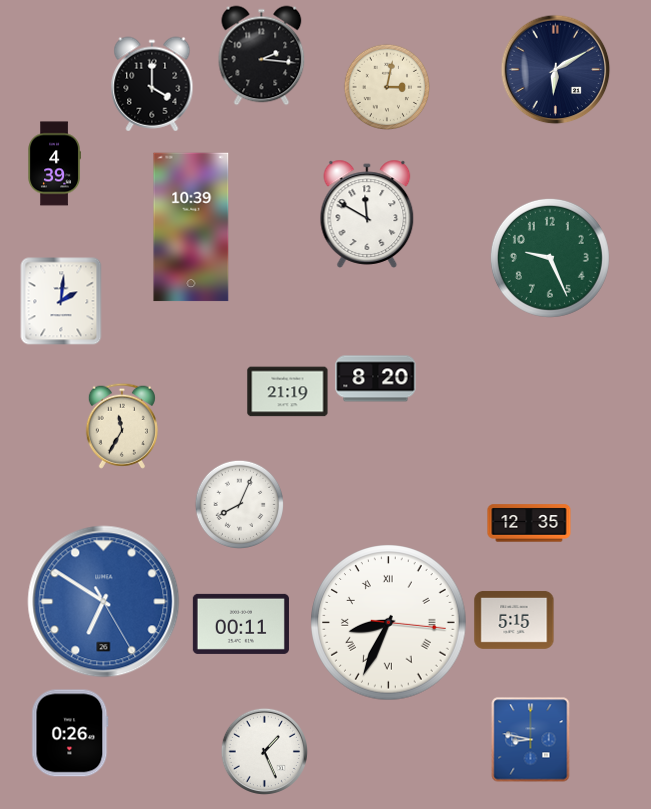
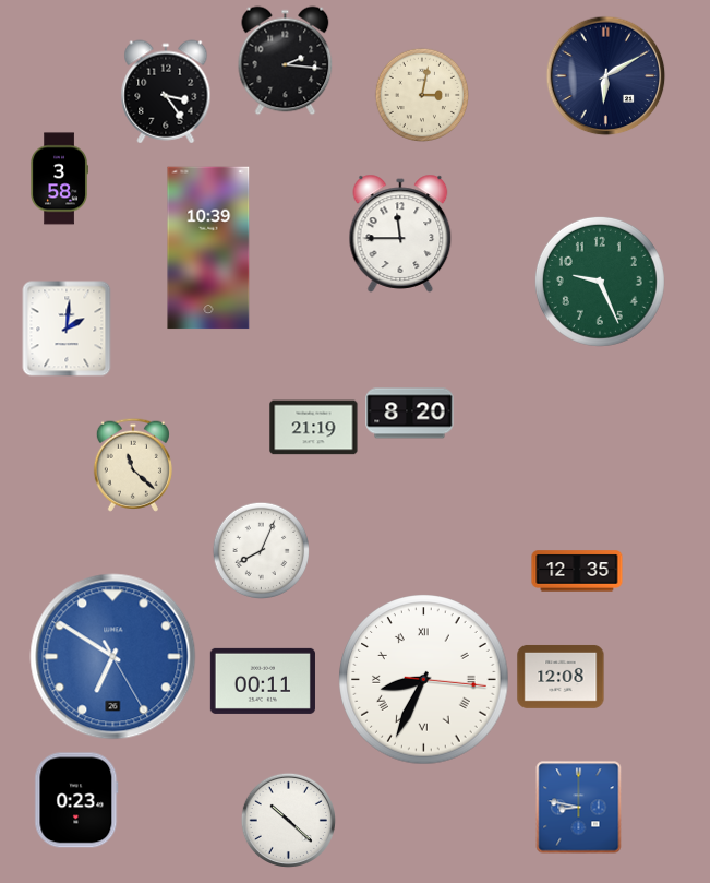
clock at (152, 84): 4:00 -> 3:24
clock at (54, 164): 4:39 -> 3:58
clock at (367, 214): 11:50 -> 11:45
clock at (122, 426): 11:35 -> 11:22
clock at (514, 620): 5:15 -> 12:08
clock at (70, 733): 0:26 -> 0:23
clock at (264, 751): 1:26 -> 10:22
